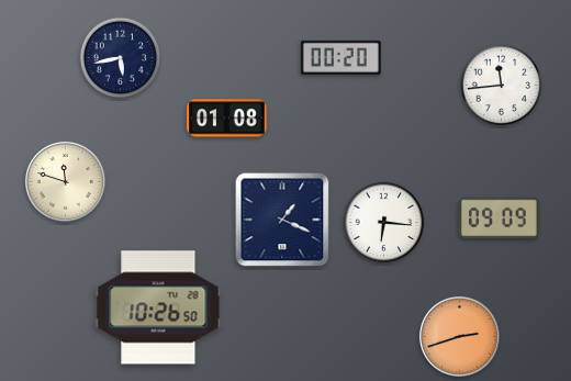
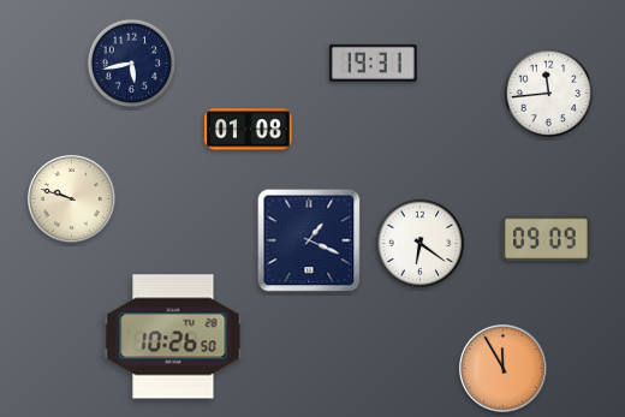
clock at (342, 57): 00:20 -> 19:31
clock at (65, 181): 11:48 -> 9:48
clock at (384, 223): 6:16 -> 6:21
clock at (459, 336): 2:42 -> 11:55
